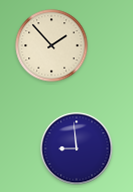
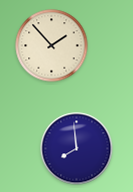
clock at (77, 149): 8:59 -> 7:59
